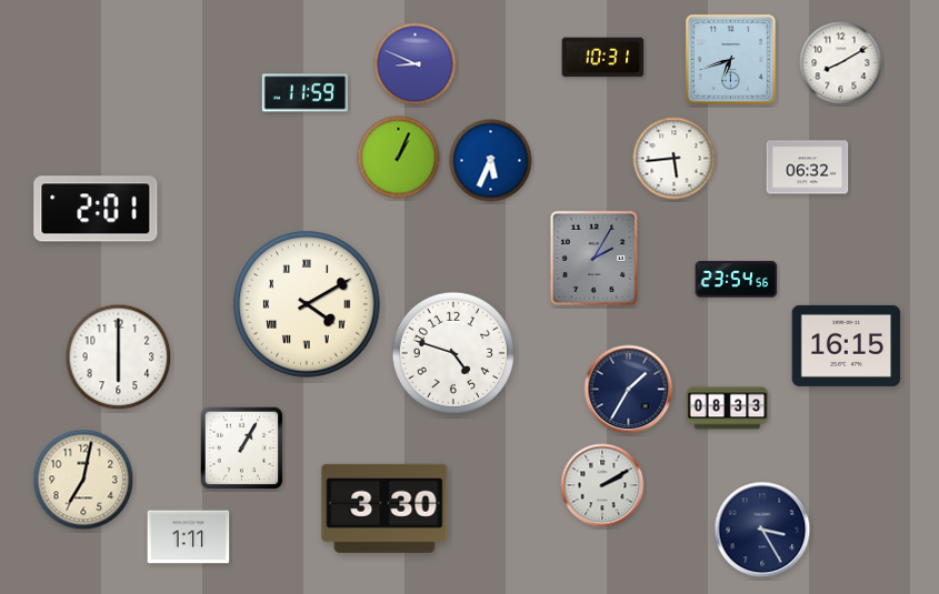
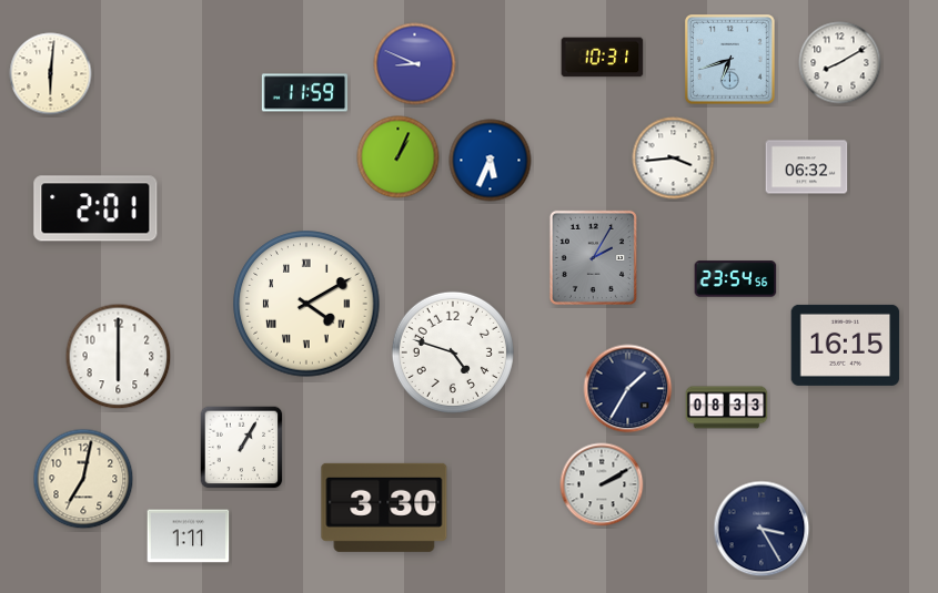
clock at (51, 74): none -> 6:01
clock at (675, 159): 5:44 -> 3:44
